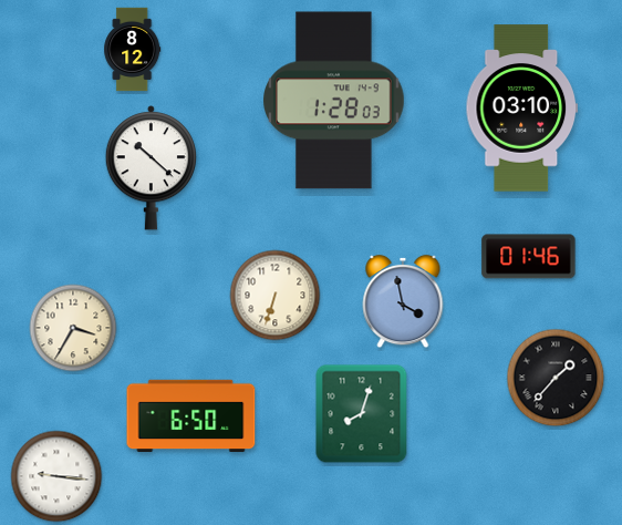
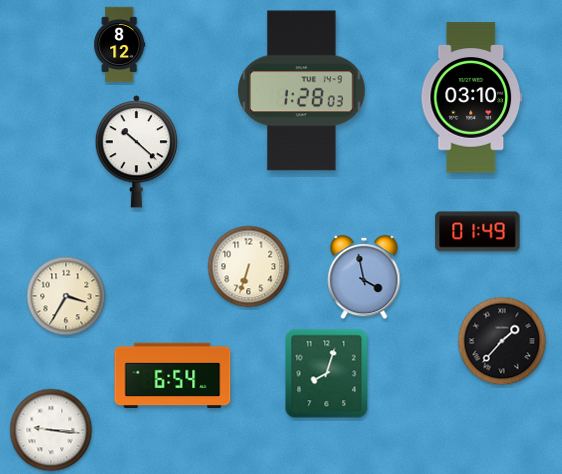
clock at (529, 257): 01:46 -> 01:49
clock at (403, 301) position: (403, 301) -> (364, 277)
clock at (191, 416): 6:50 -> 6:54
